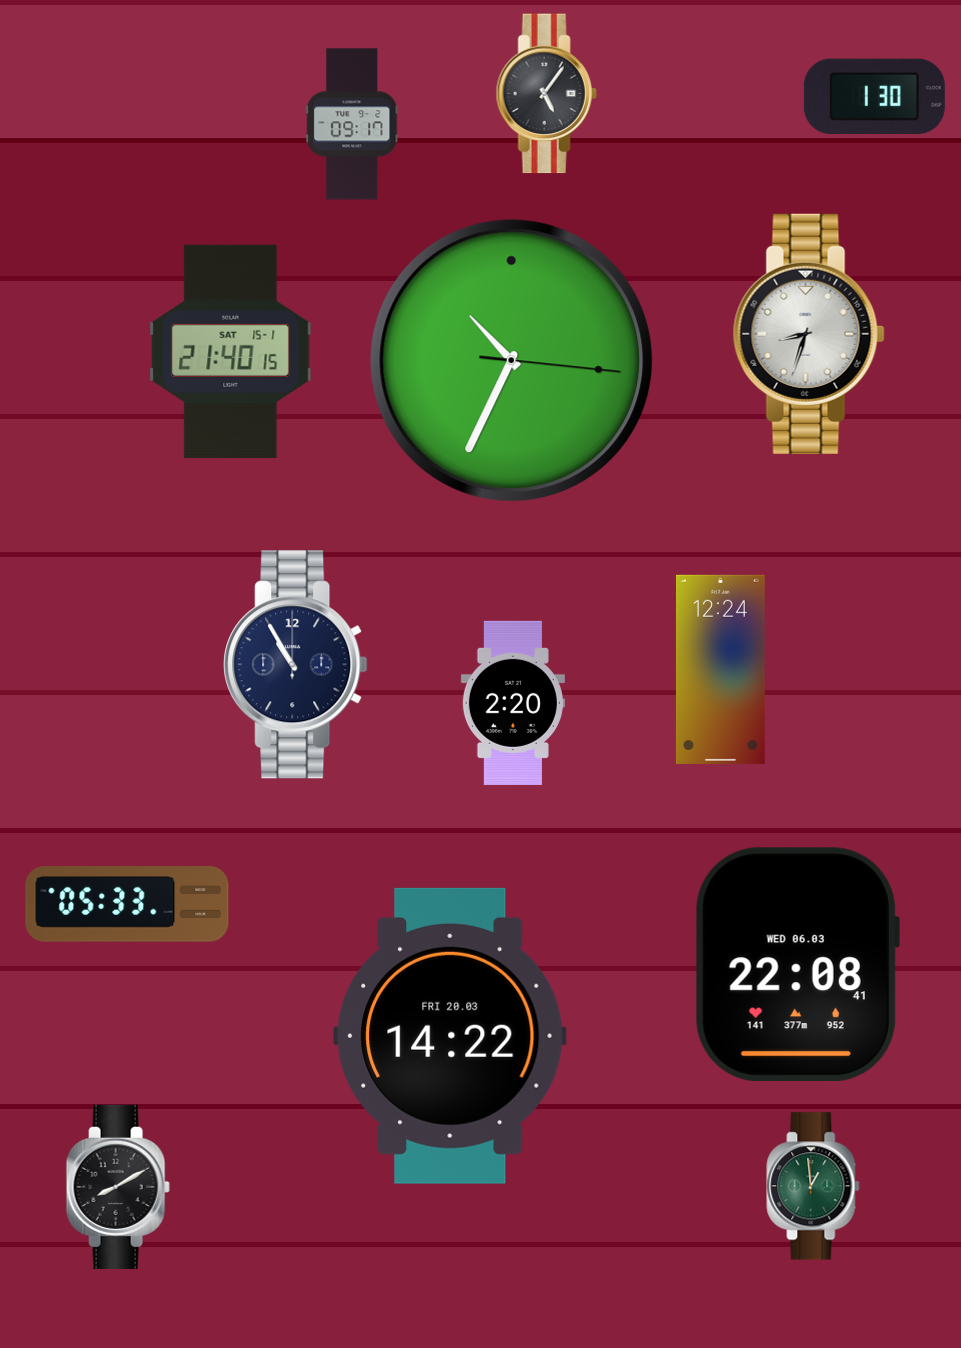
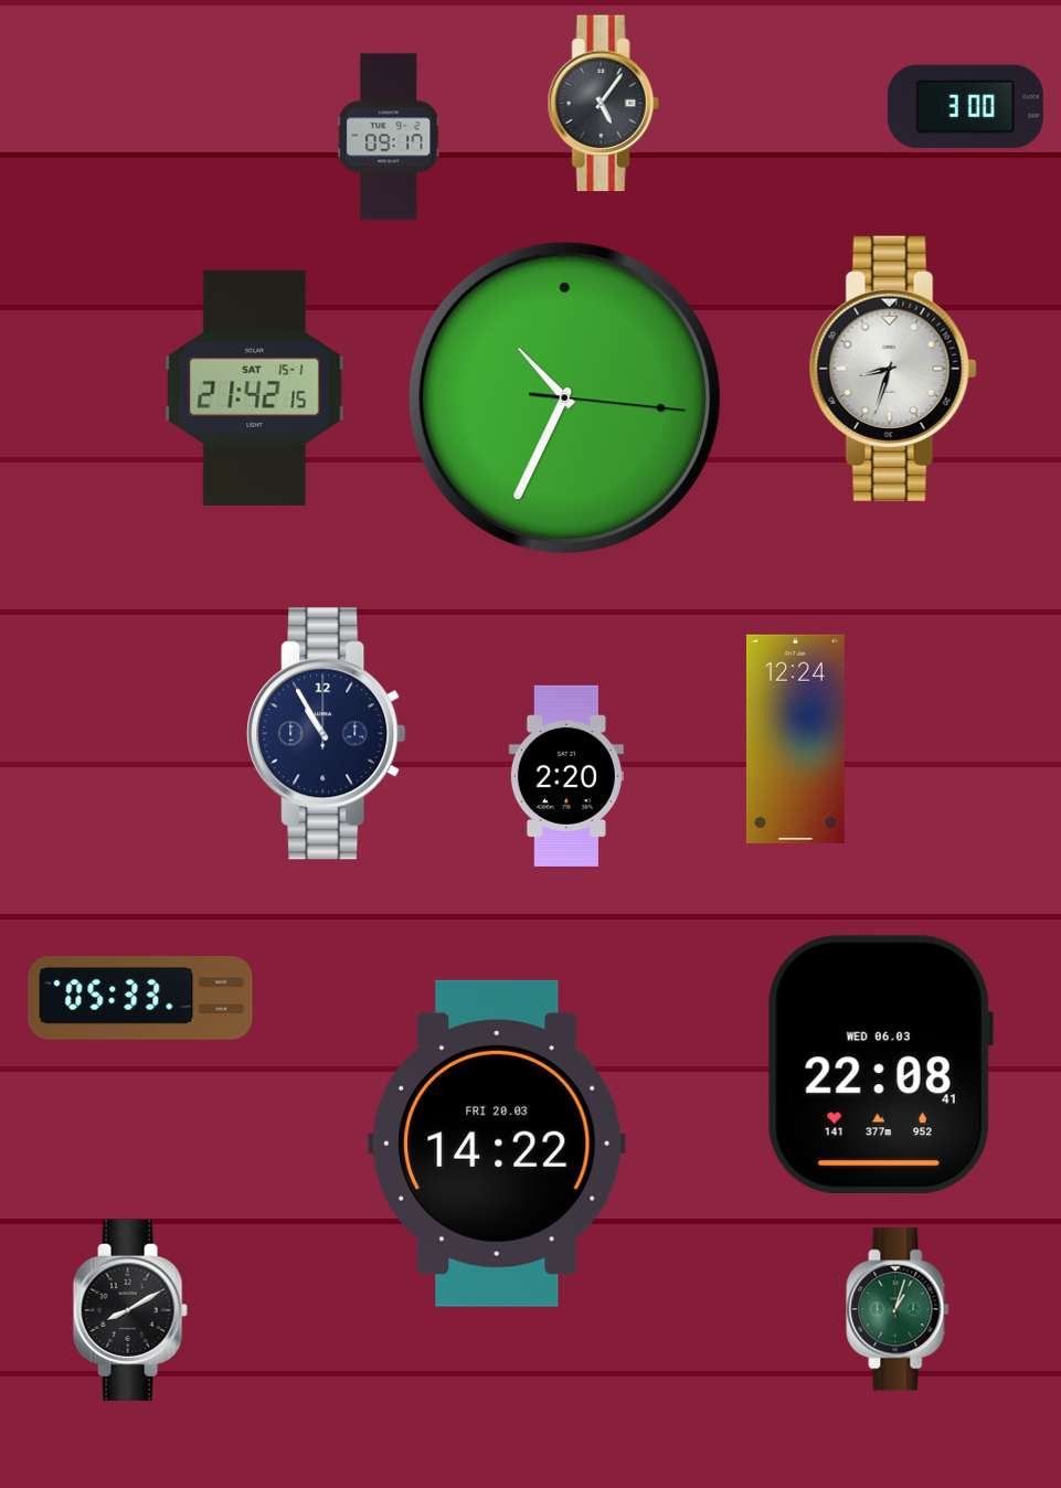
clock at (874, 97): 1:30 -> 3:00
clock at (231, 351): 21:40 -> 21:42
clock at (813, 1186): 12:59 -> 1:03
